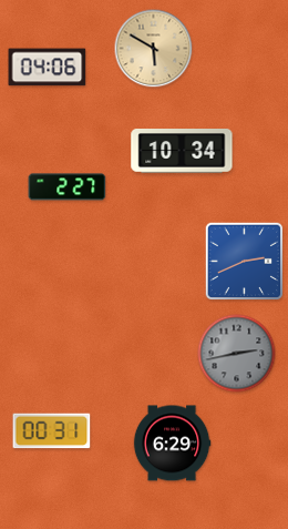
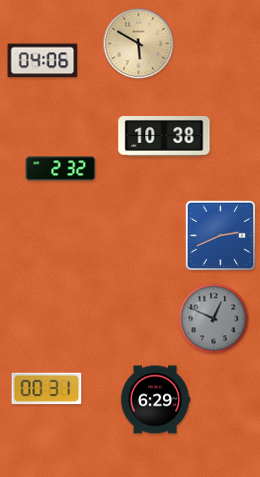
clock at (182, 152): 10:34 -> 10:38
clock at (68, 187): 2:27 -> 2:32
clock at (237, 354): 2:43 -> 12:49
